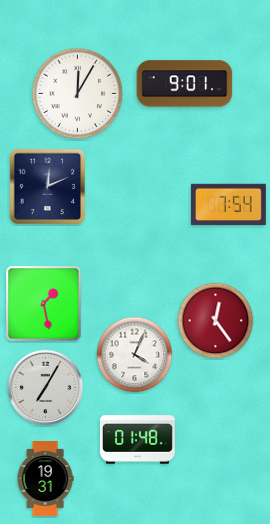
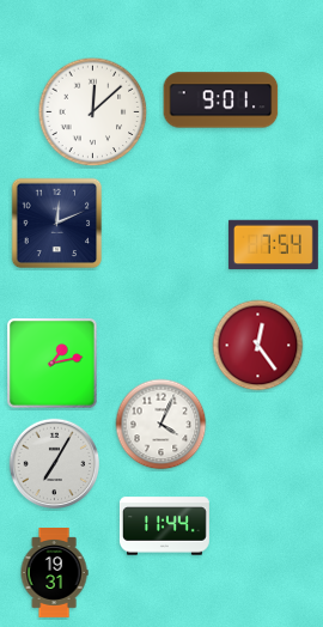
clock at (78, 94): 12:05 -> 12:08
clock at (44, 304): 1:28 -> 1:13
clock at (216, 321) position: (216, 321) -> (258, 346)
clock at (137, 440): 01:48 -> 11:44
